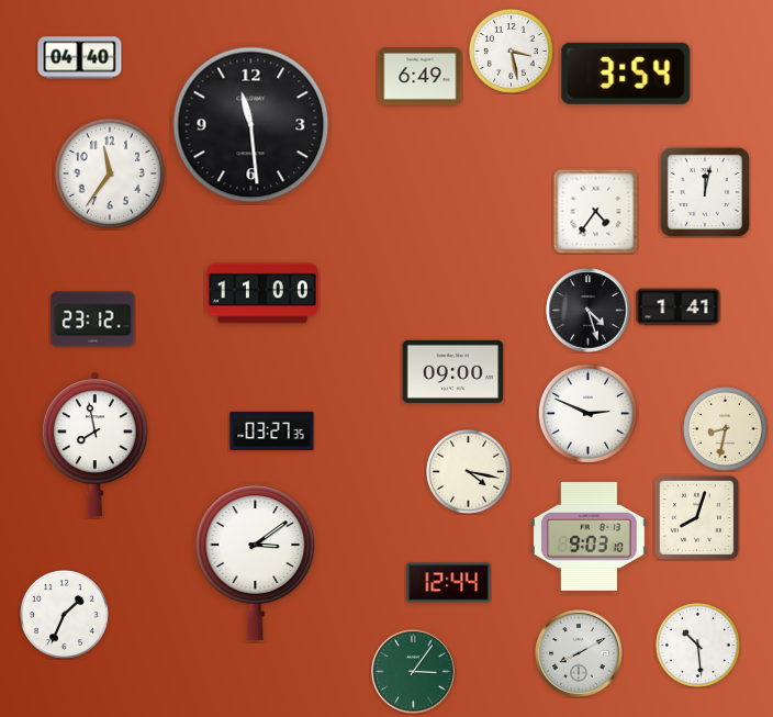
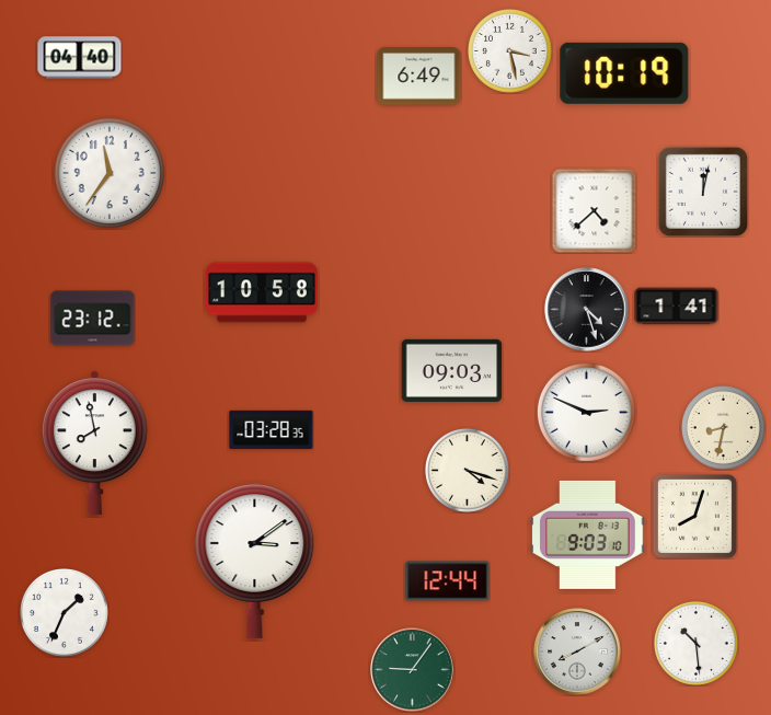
clock at (626, 74): 3:54 -> 10:19
clock at (251, 125): 11:29 -> none
clock at (595, 211): 4:36 -> 4:38
clock at (264, 293): 11:00 -> 10:58
clock at (453, 371): 09:00 -> 09:03
clock at (272, 430): 03:27 -> 03:28
clock at (468, 471): 4:17 -> 4:18
clock at (414, 672): 3:06 -> 9:06
